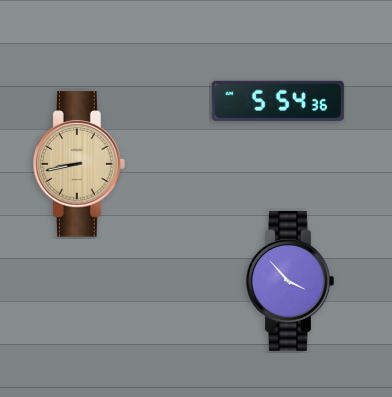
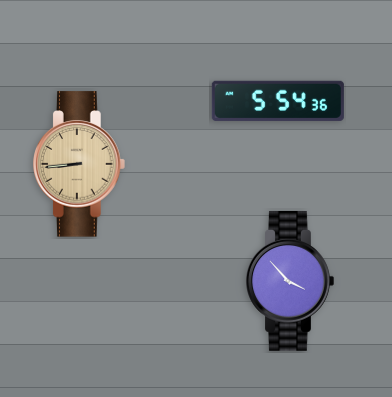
clock at (80, 164): 8:43 -> 8:44
